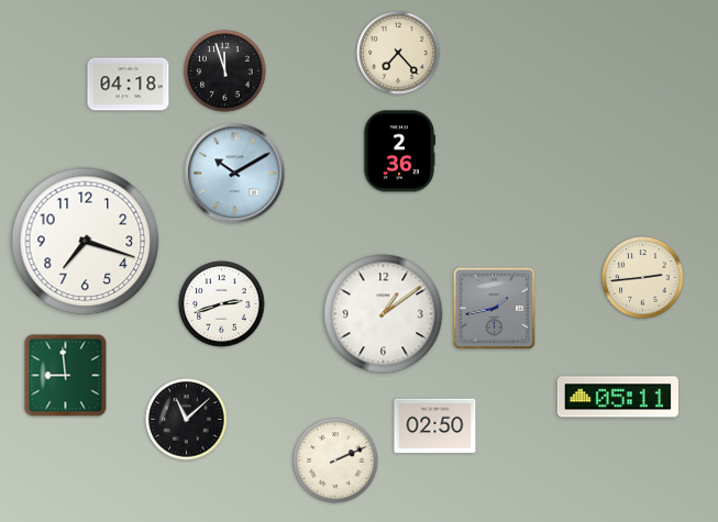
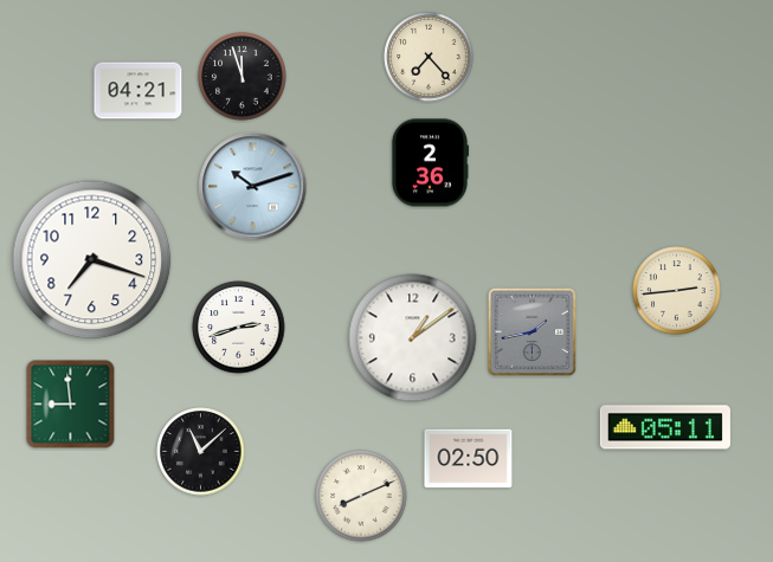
clock at (129, 85): 04:18 -> 04:21
clock at (235, 174): 10:10 -> 10:12
clock at (643, 278) position: (643, 278) -> (677, 291)
clock at (335, 460): 2:11 -> 8:11
